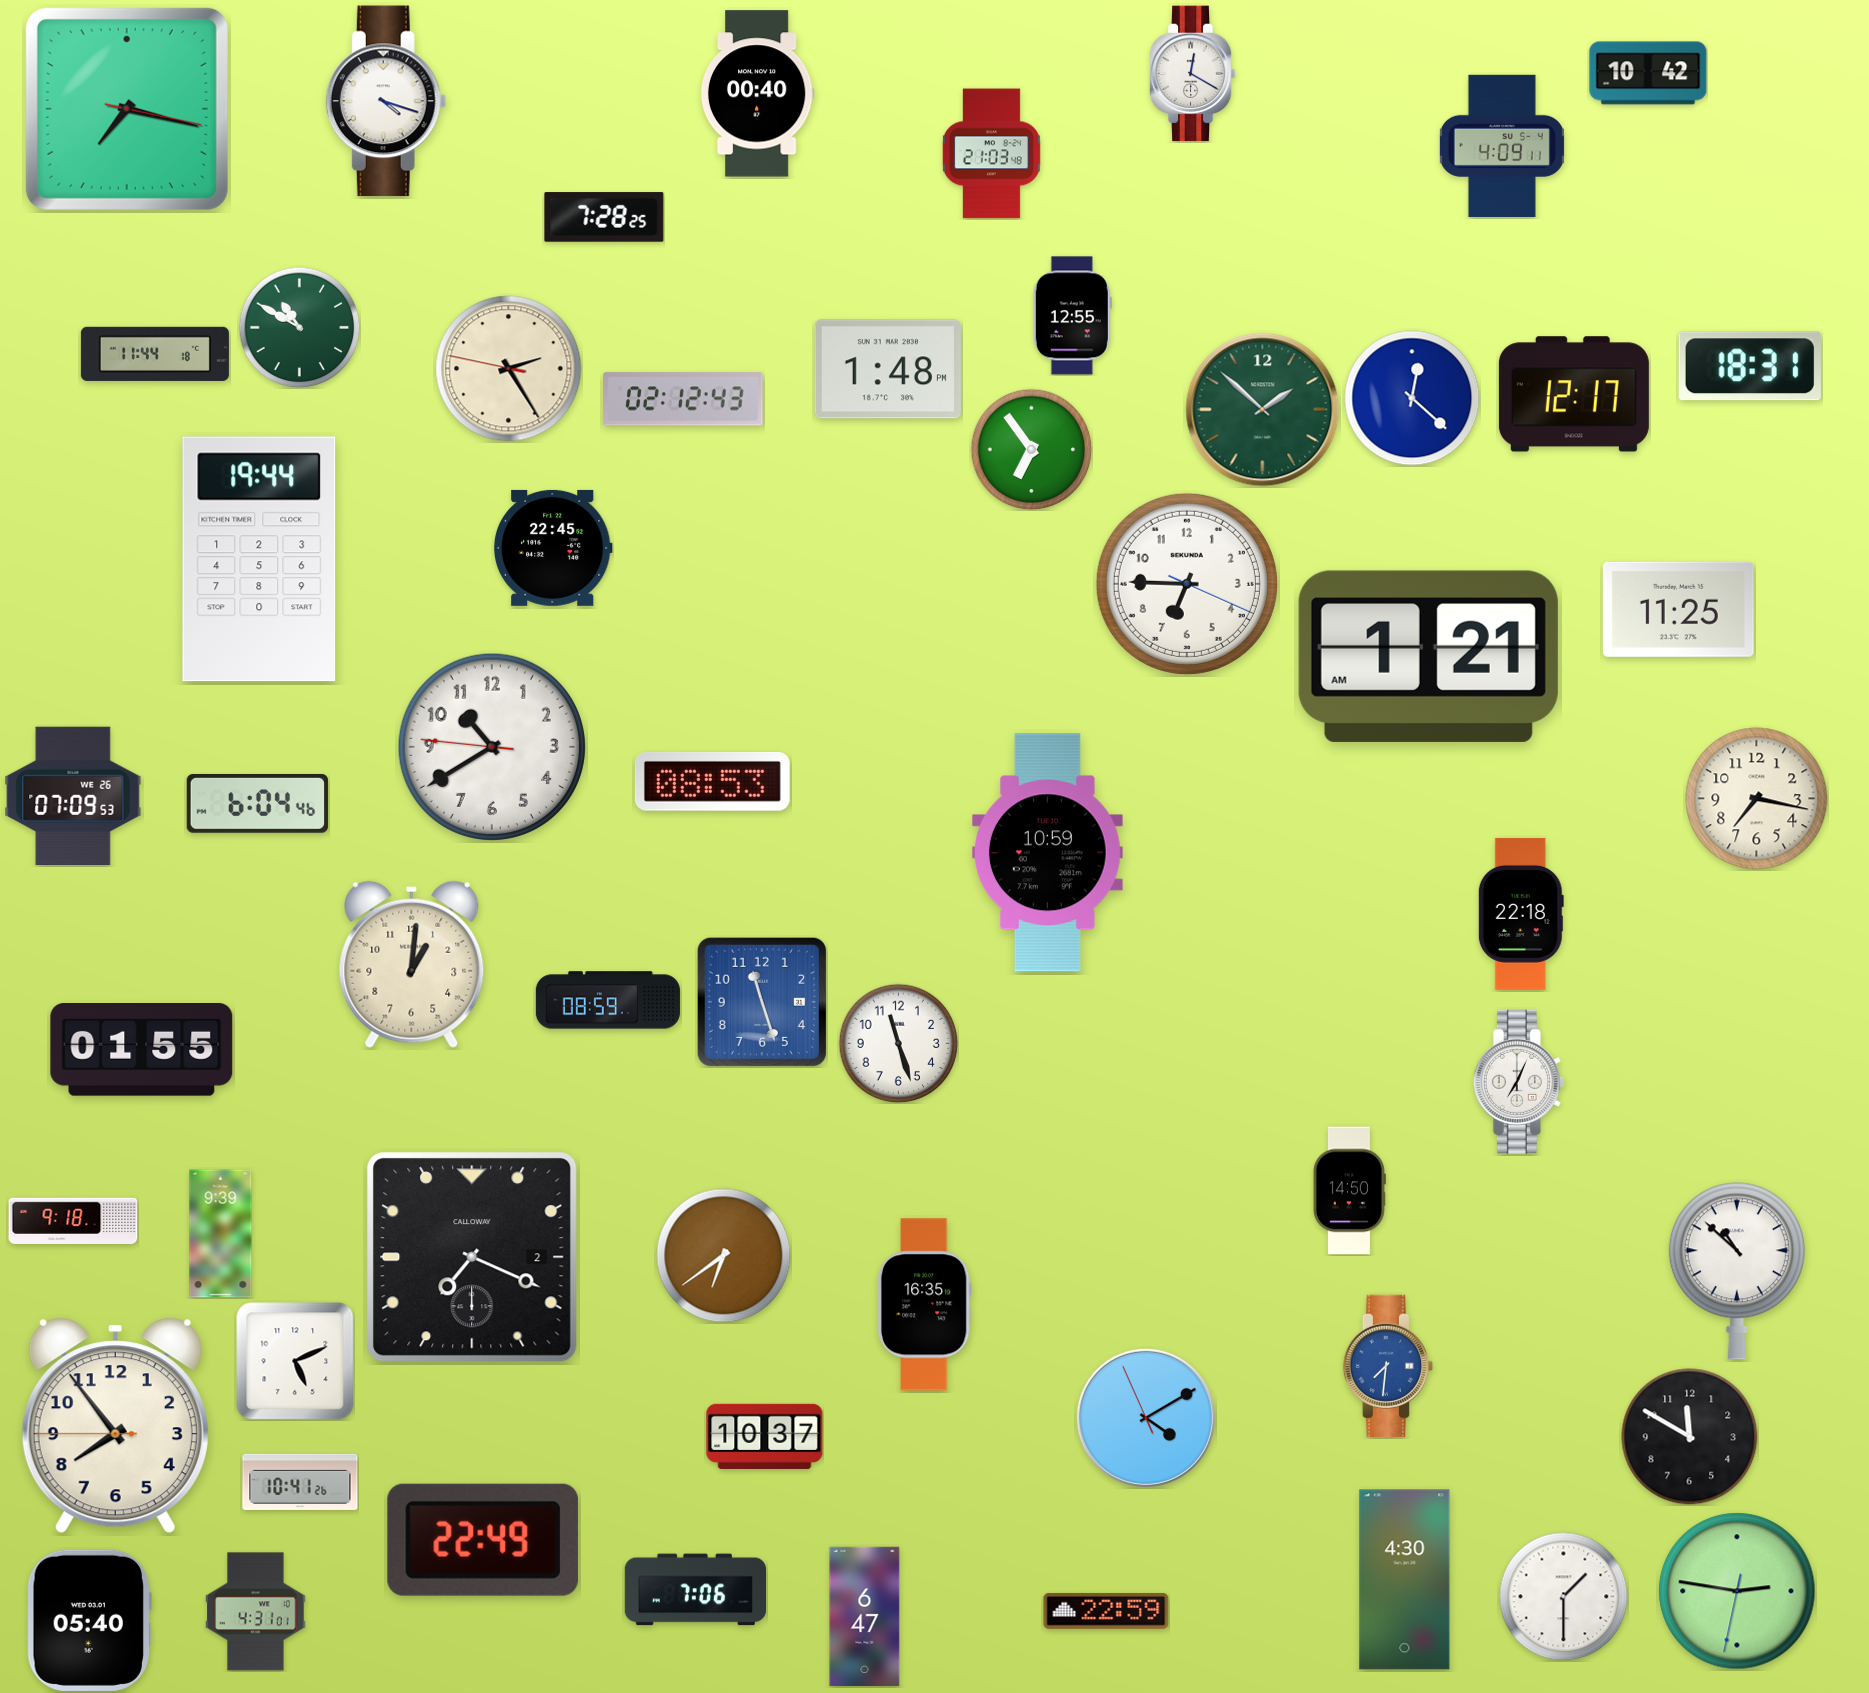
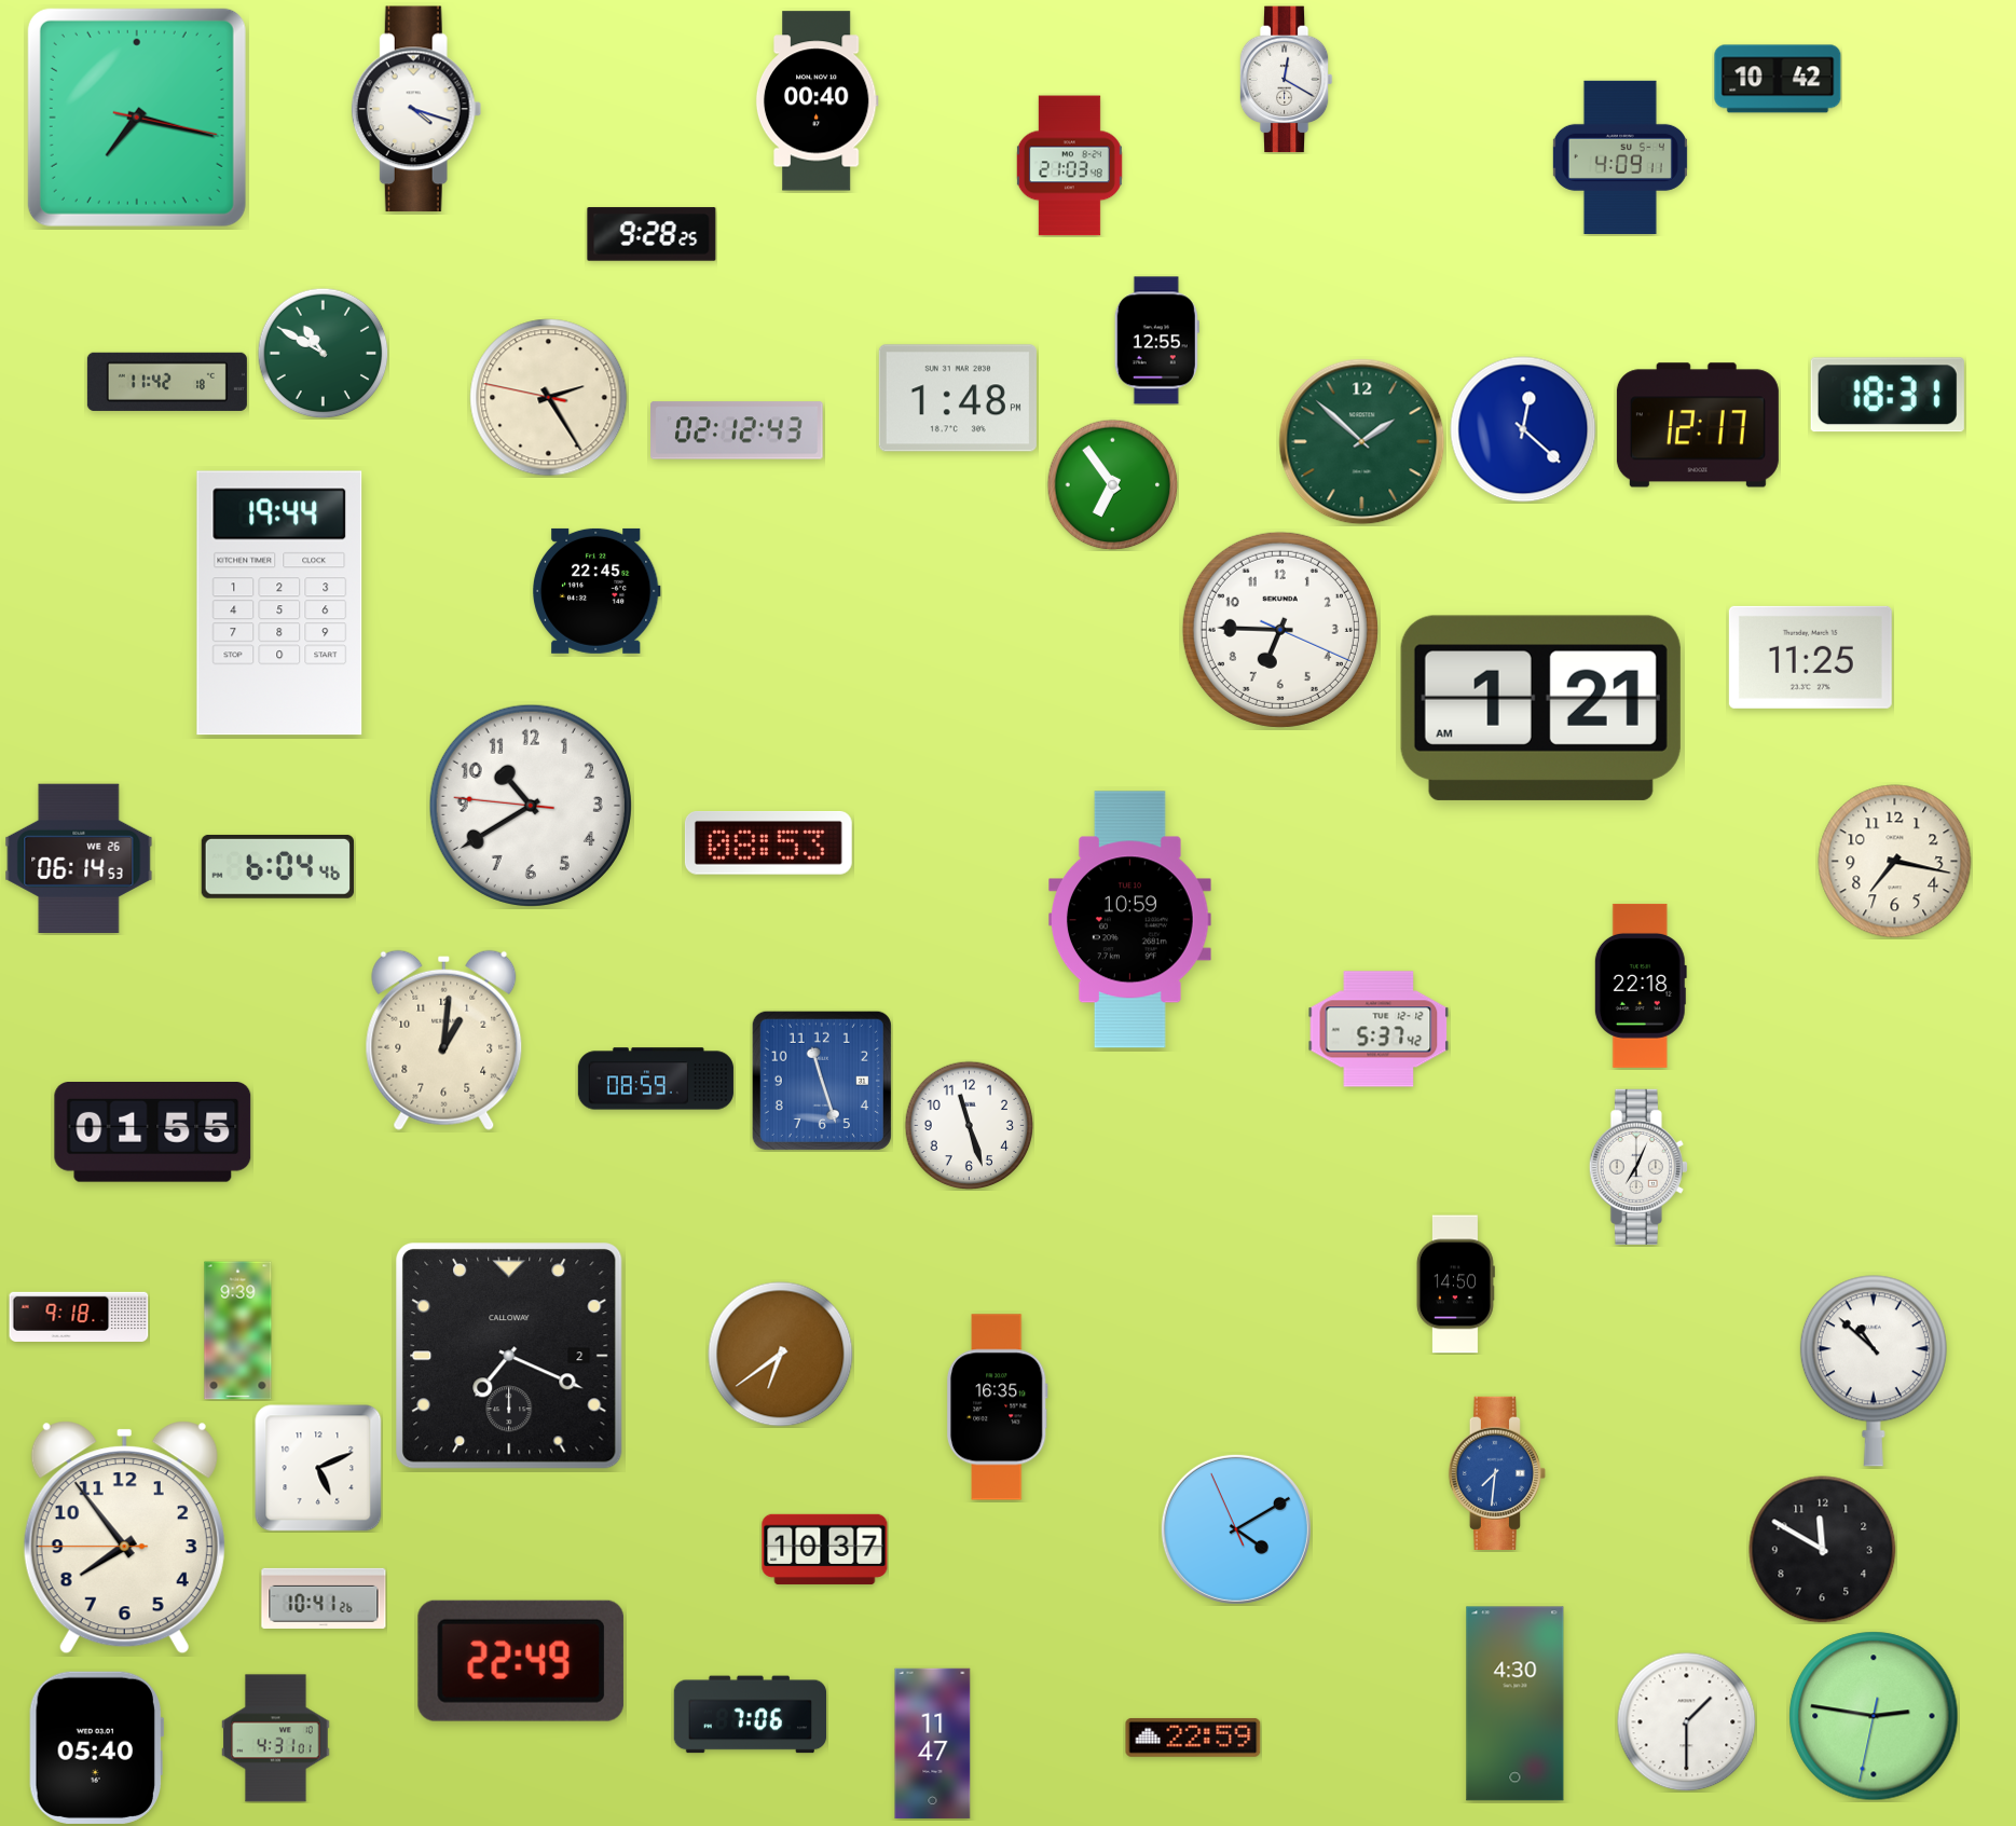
clock at (604, 217): 7:28 -> 9:28
clock at (155, 354): 11:44 -> 11:42
clock at (73, 795): 07:09 -> 06:14
clock at (1379, 1029): none -> 5:37
clock at (865, 1617): 6:47 -> 11:47
